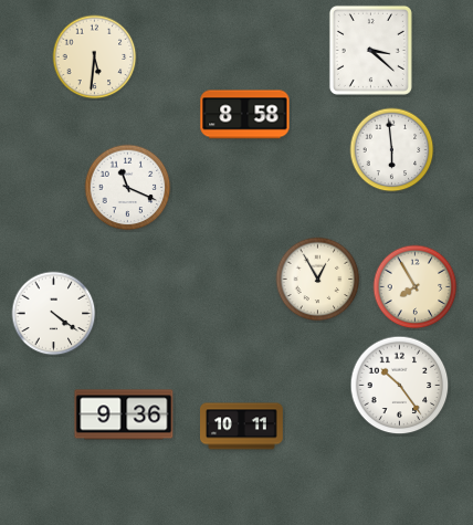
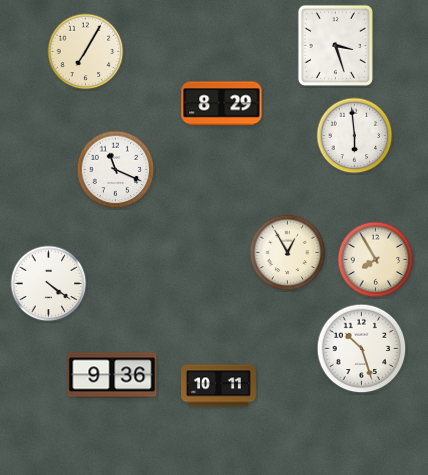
clock at (370, 50): 3:22 -> 3:27
clock at (95, 57): 5:31 -> 7:05
clock at (245, 115): 8:58 -> 8:29
clock at (400, 386): 10:24 -> 10:27
